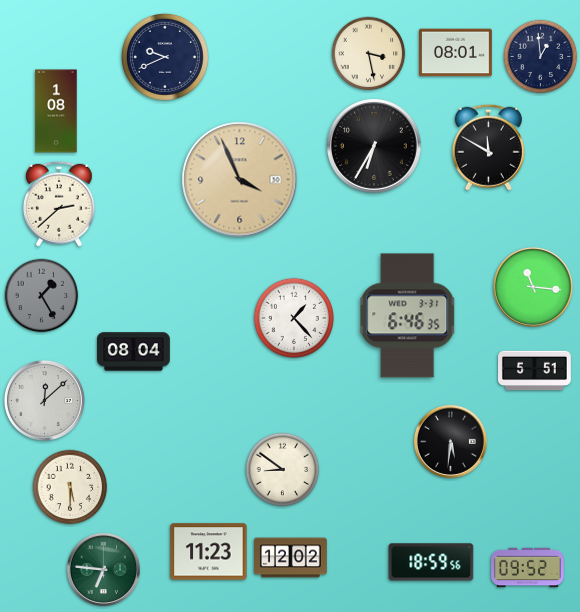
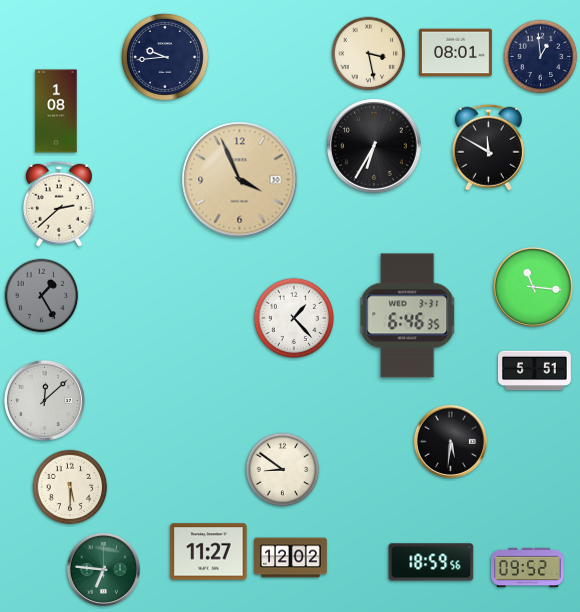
clock at (165, 57): 9:41 -> 9:44
clock at (134, 352): 08:04 -> none
clock at (209, 552): 11:23 -> 11:27
